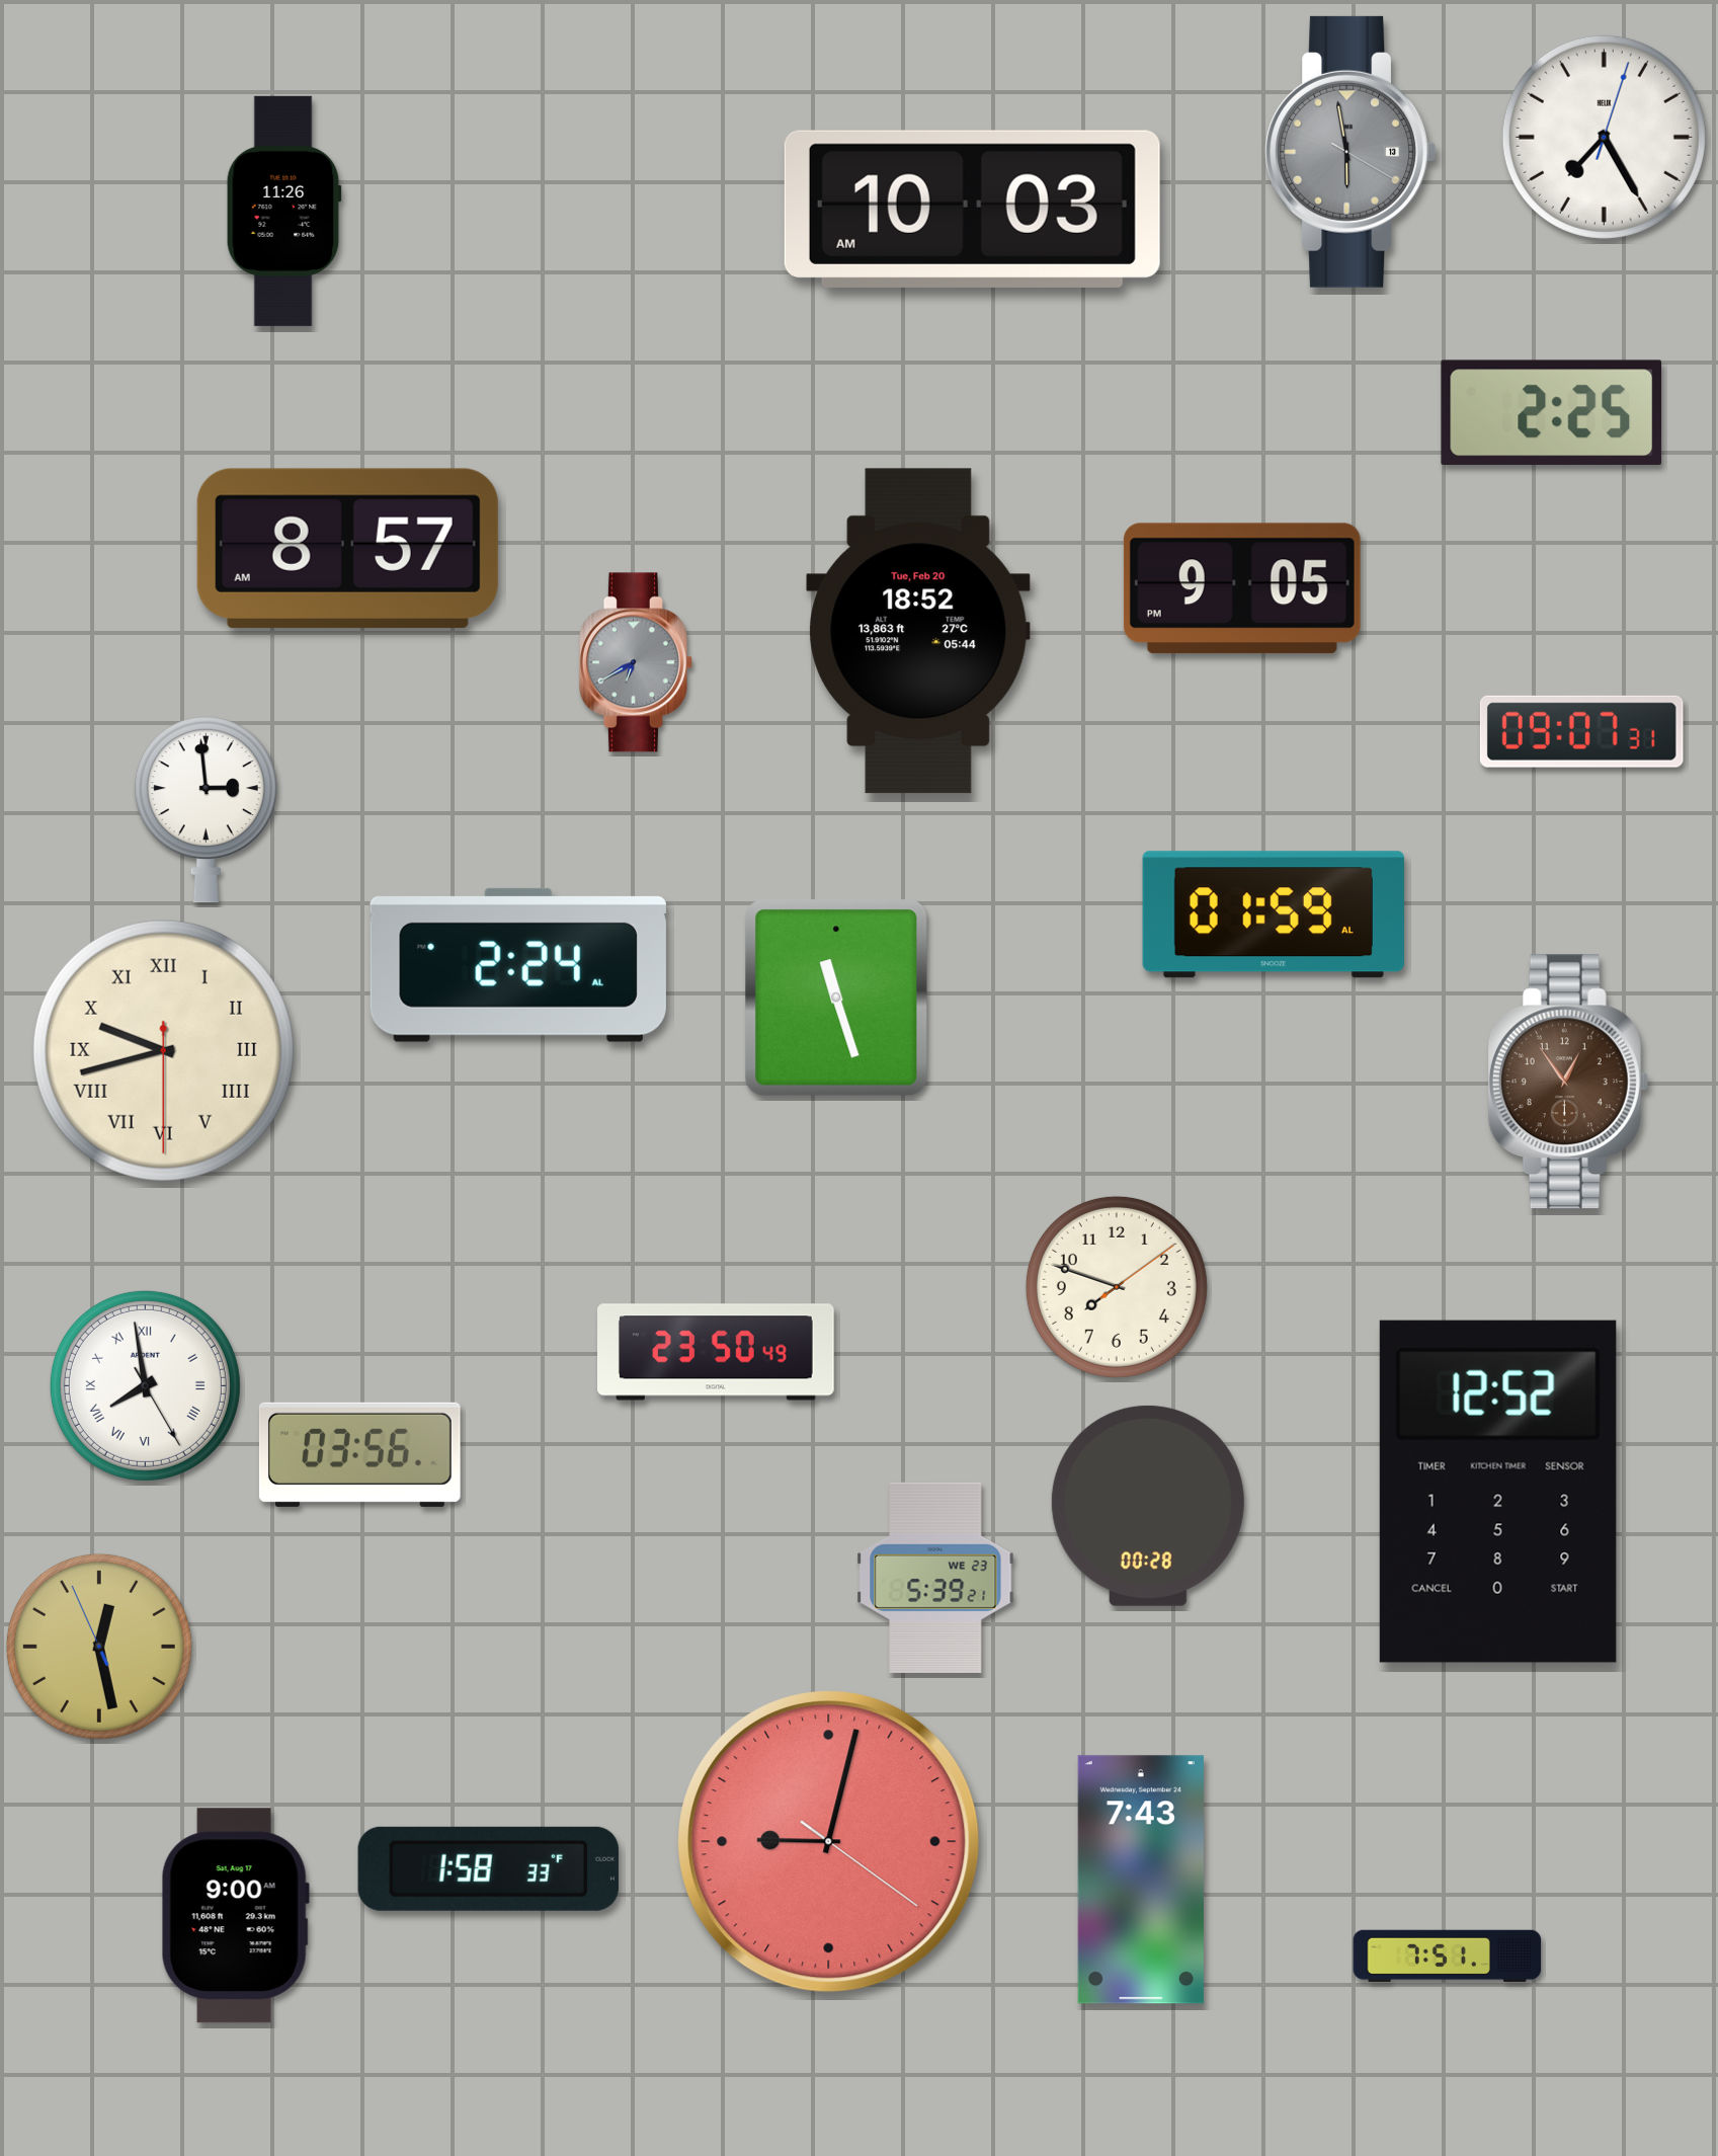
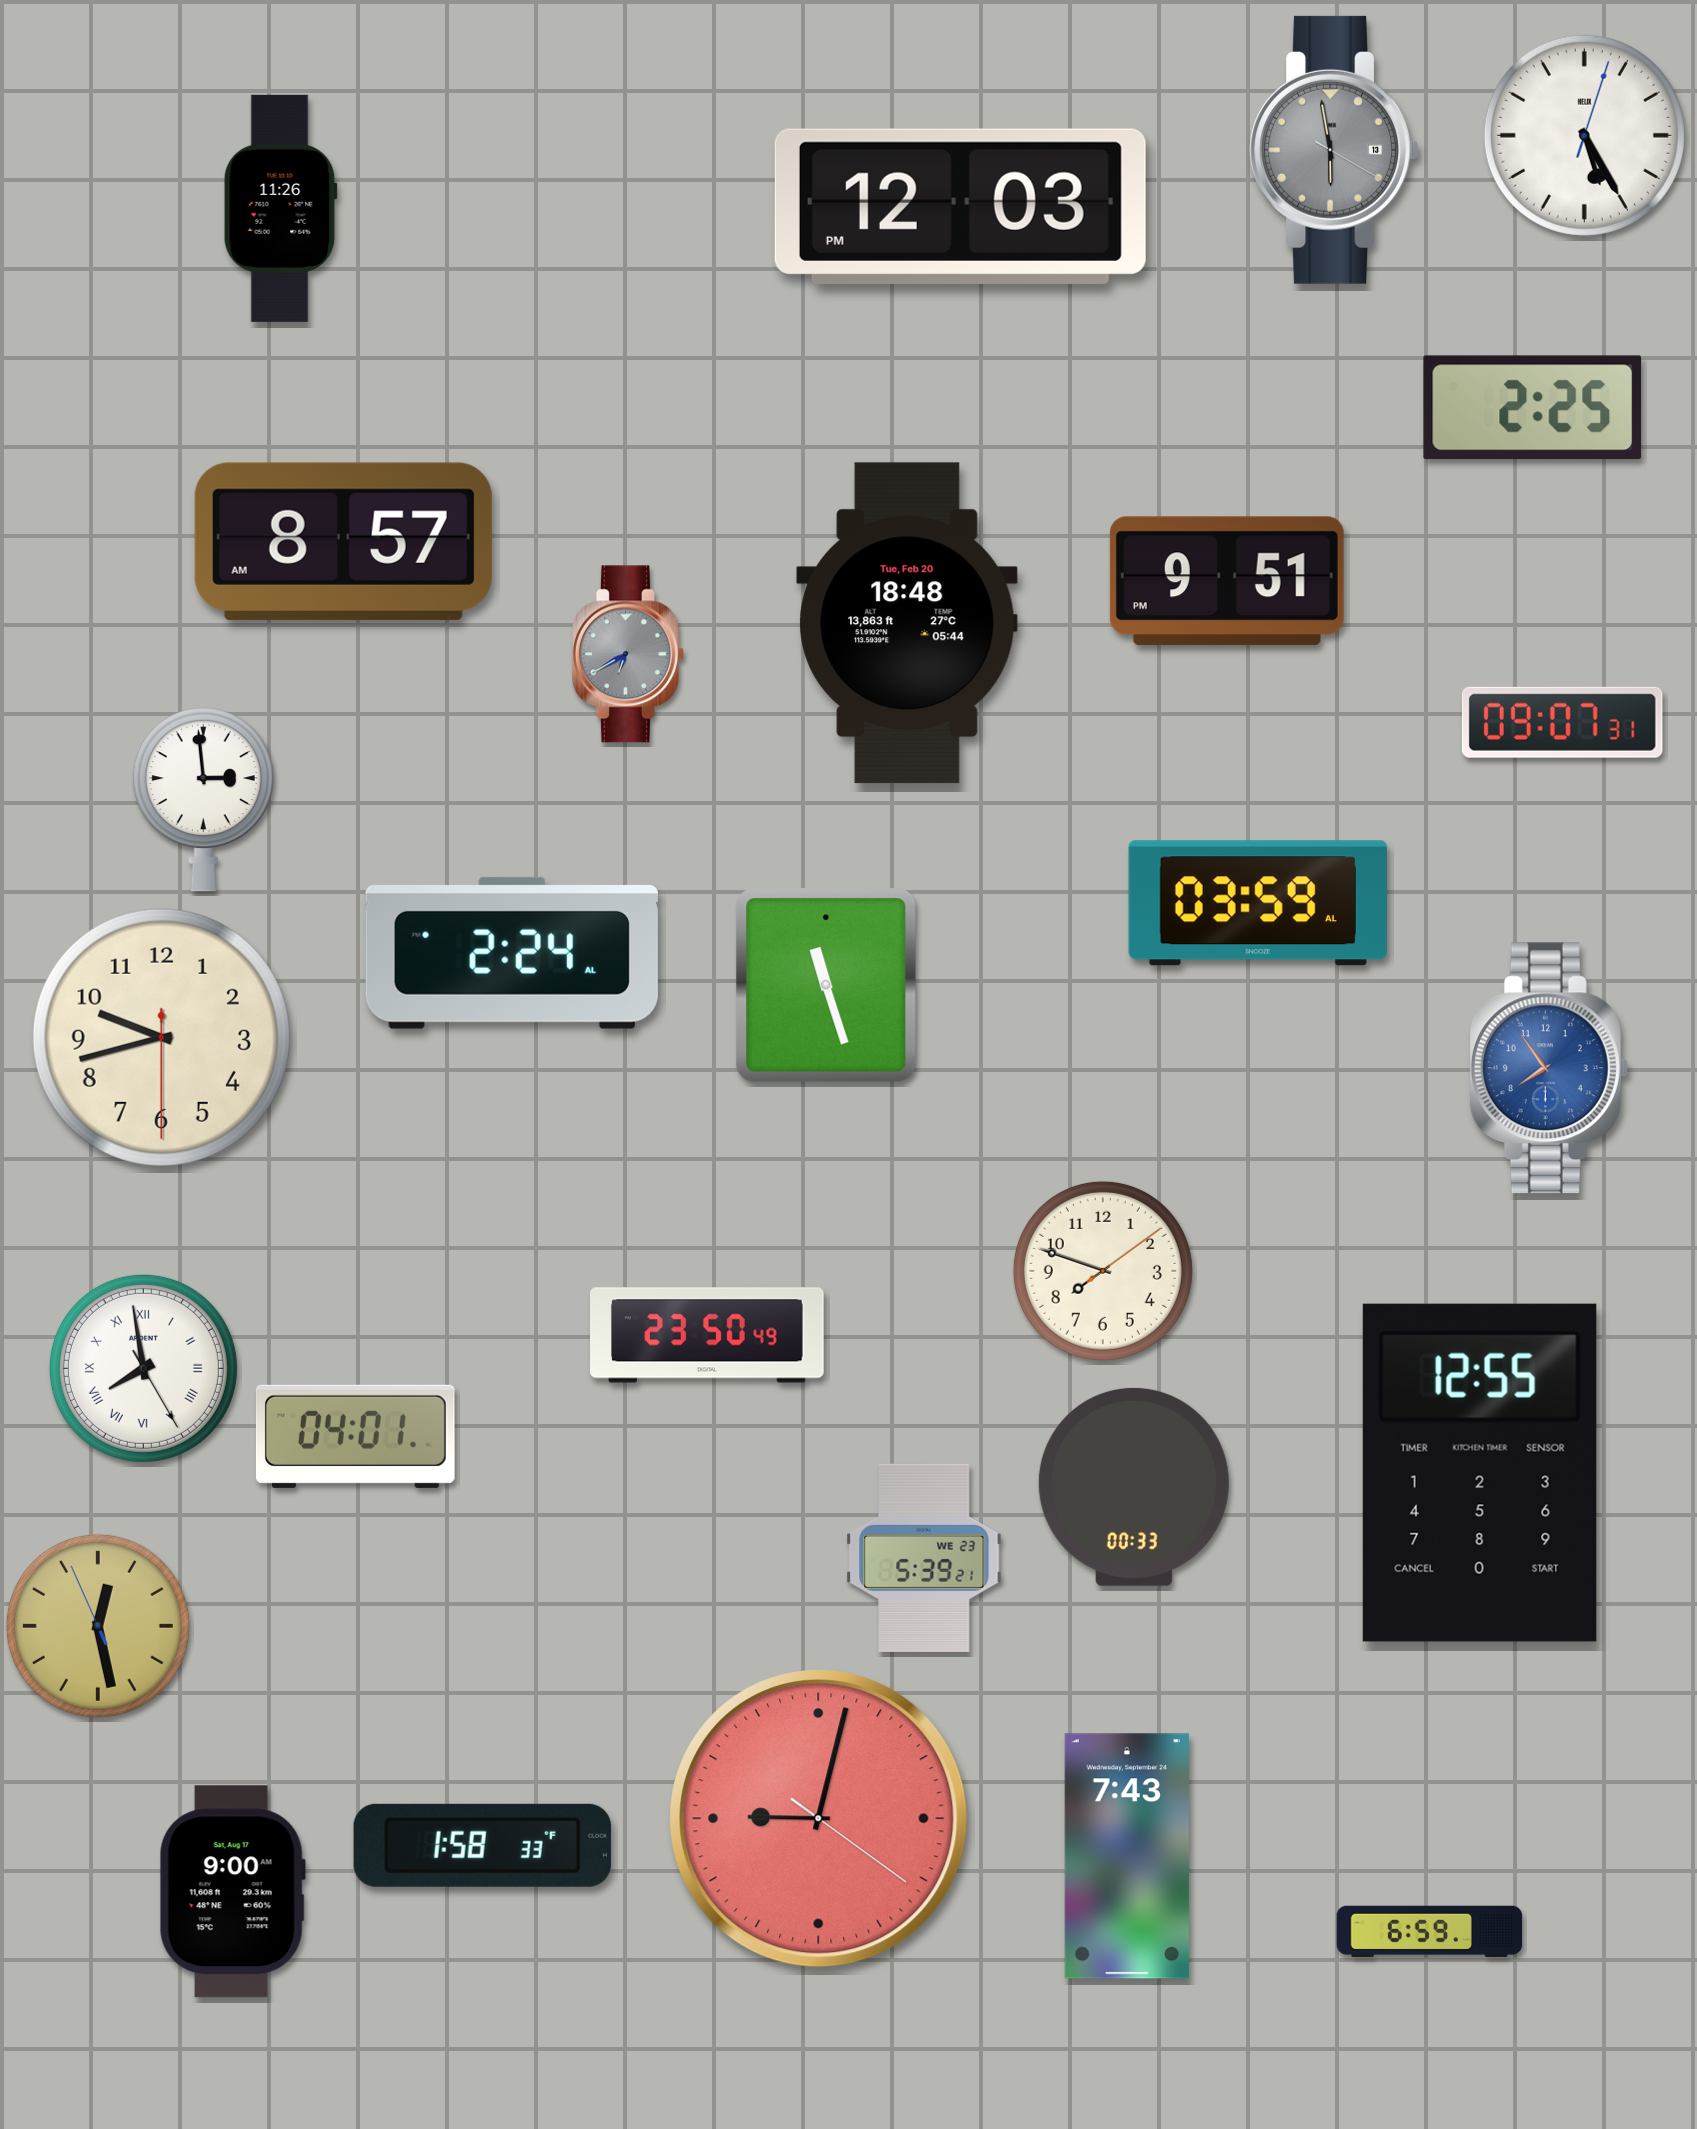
clock at (1604, 137): 7:25 -> 5:25
clock at (972, 209): 10:03 -> 12:03
clock at (1242, 588): 9:05 -> 9:51
clock at (918, 631): 18:52 -> 18:48
clock at (1274, 914): 01:59 -> 03:59
clock at (163, 1050) numerals: Roman -> Arabic
clock at (1568, 1082): 12:54 -> 7:54
clock at (1568, 1082) dial: brown -> blue
clock at (359, 1454): 03:56 -> 04:01
clock at (1498, 1492): 12:52 -> 12:55
clock at (1148, 1506): 00:28 -> 00:33
clock at (1448, 1955): 7:51 -> 6:59
